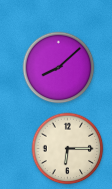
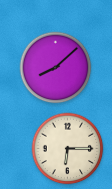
clock at (59, 68) position: (59, 68) -> (56, 68)
